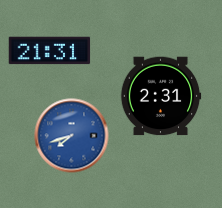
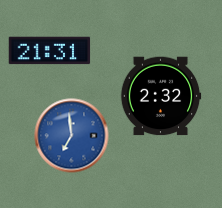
clock at (161, 96): 2:31 -> 2:32
clock at (72, 136): 7:42 -> 6:59
